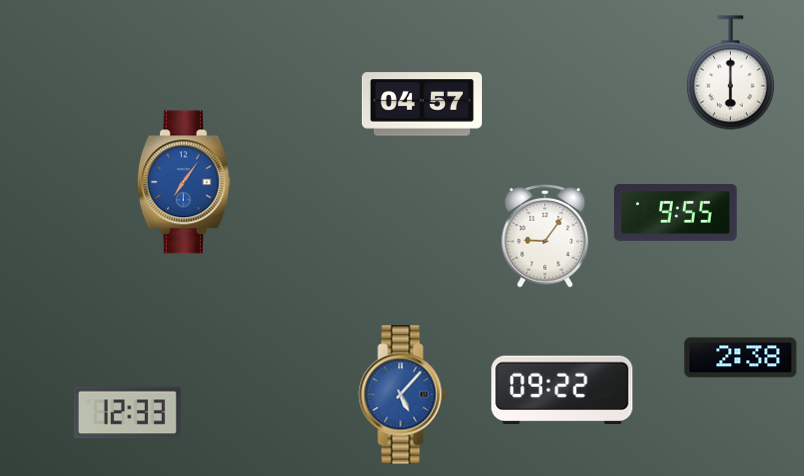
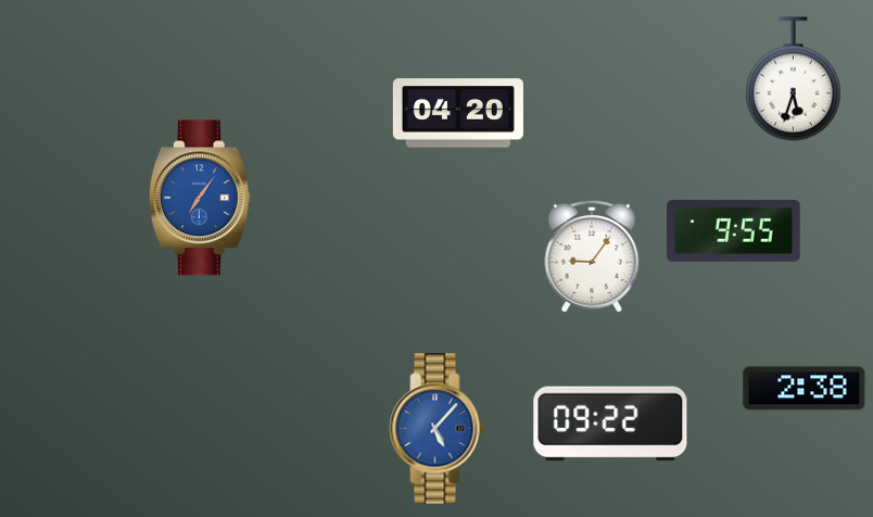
clock at (730, 73): 6:00 -> 5:33
clock at (422, 104): 04:57 -> 04:20
clock at (127, 413): 12:33 -> none
